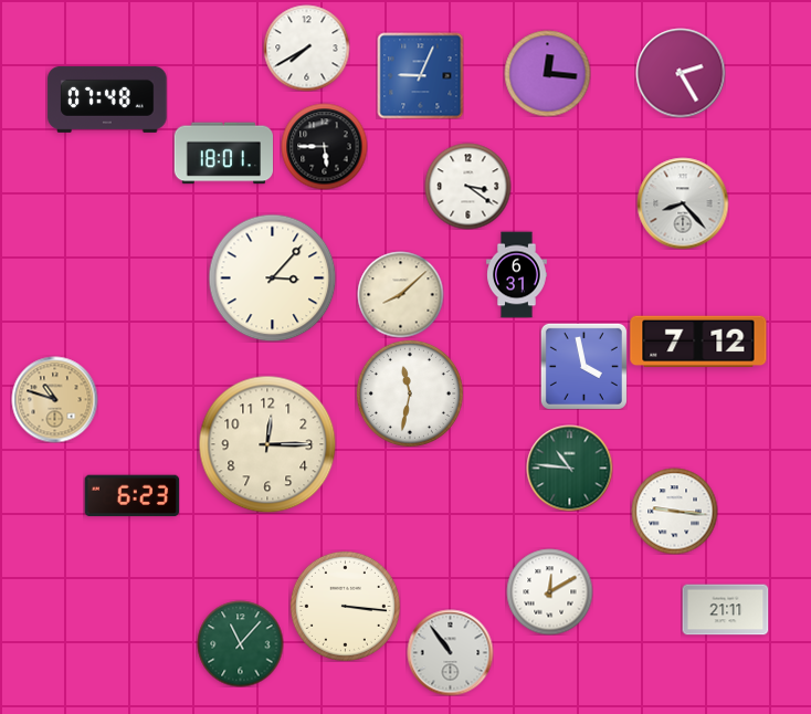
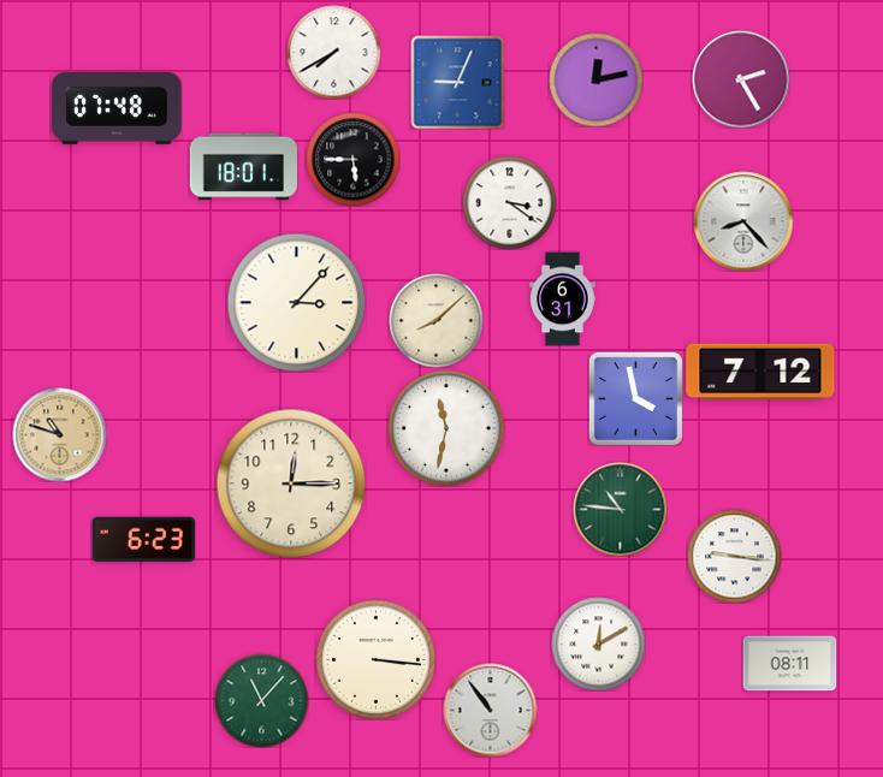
clock at (547, 73): 12:16 -> 12:13
clock at (725, 610): 21:11 -> 08:11
